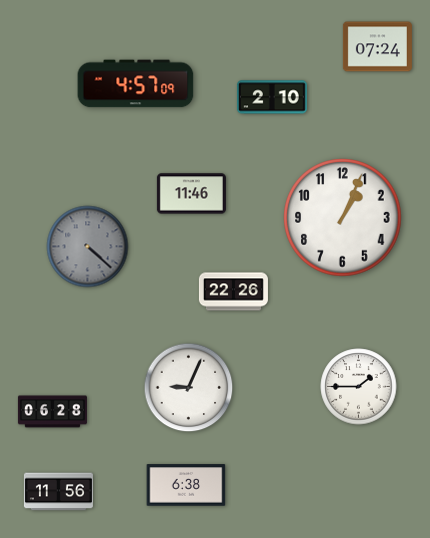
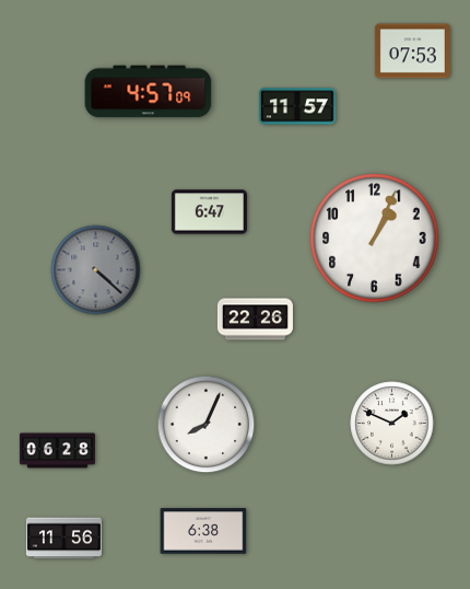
clock at (377, 47): 07:24 -> 07:53
clock at (272, 97): 2:10 -> 11:57
clock at (191, 194): 11:46 -> 6:47
clock at (359, 387): 1:45 -> 1:49
clock at (189, 388): 9:04 -> 8:04
